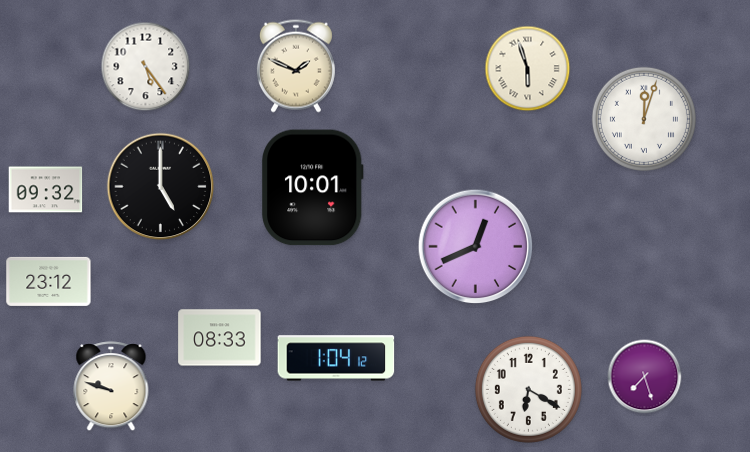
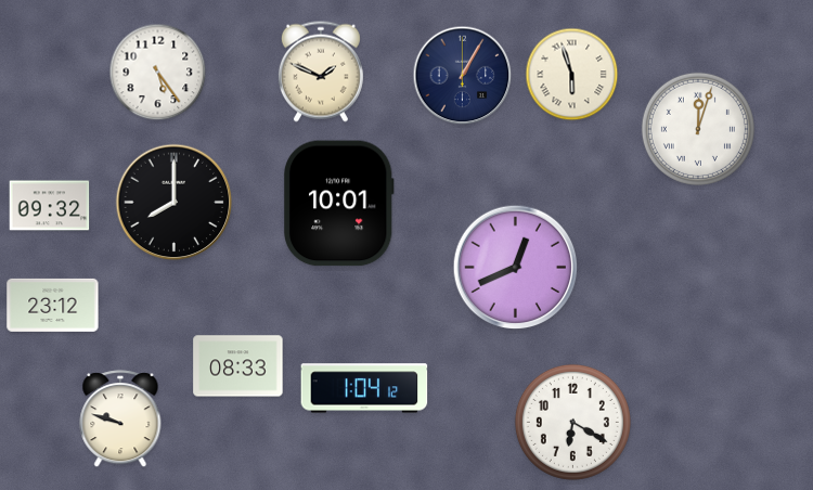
clock at (463, 76): none -> 1:05
clock at (161, 187): 5:00 -> 8:00
clock at (645, 377): 7:27 -> none
